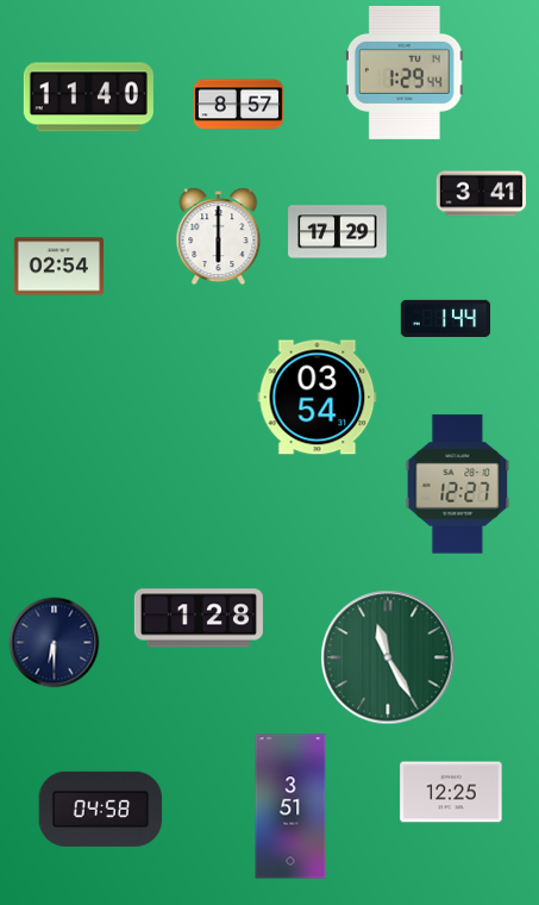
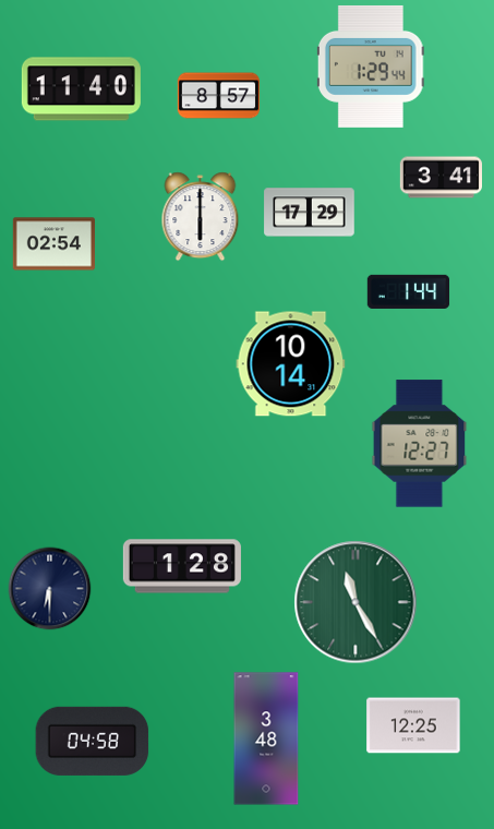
clock at (318, 398): 03:54 -> 10:14
clock at (290, 806): 3:51 -> 3:48
